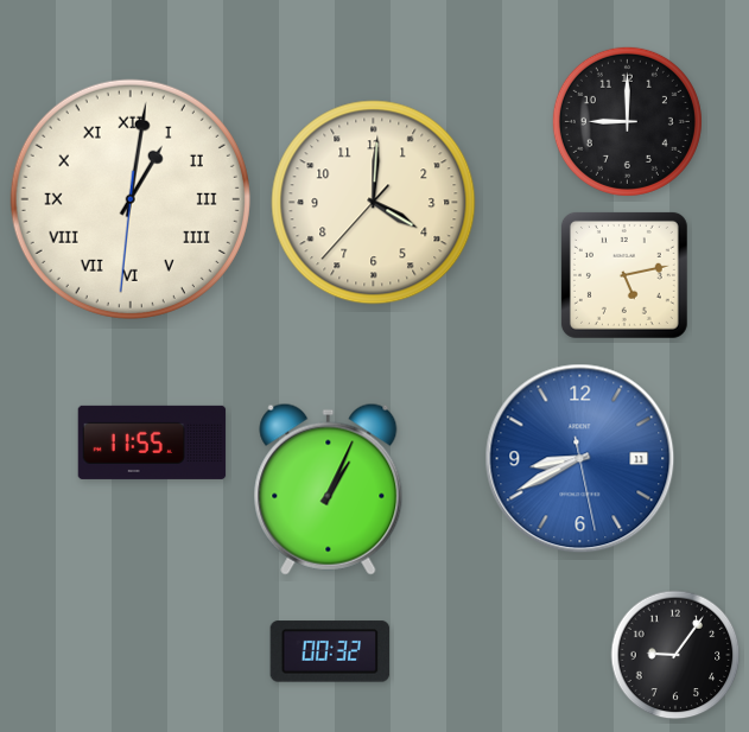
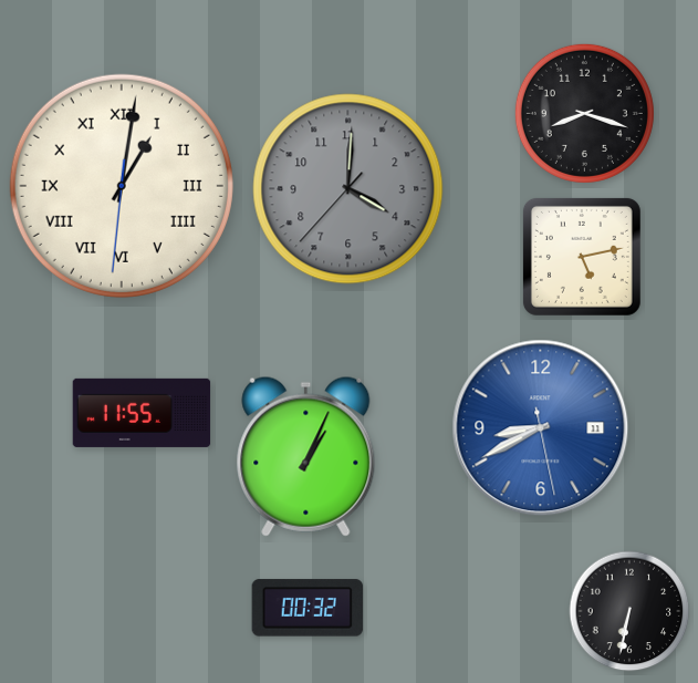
clock at (627, 121): 9:00 -> 8:18
clock at (374, 203) dial: cream -> grey
clock at (675, 655): 9:06 -> 6:32
